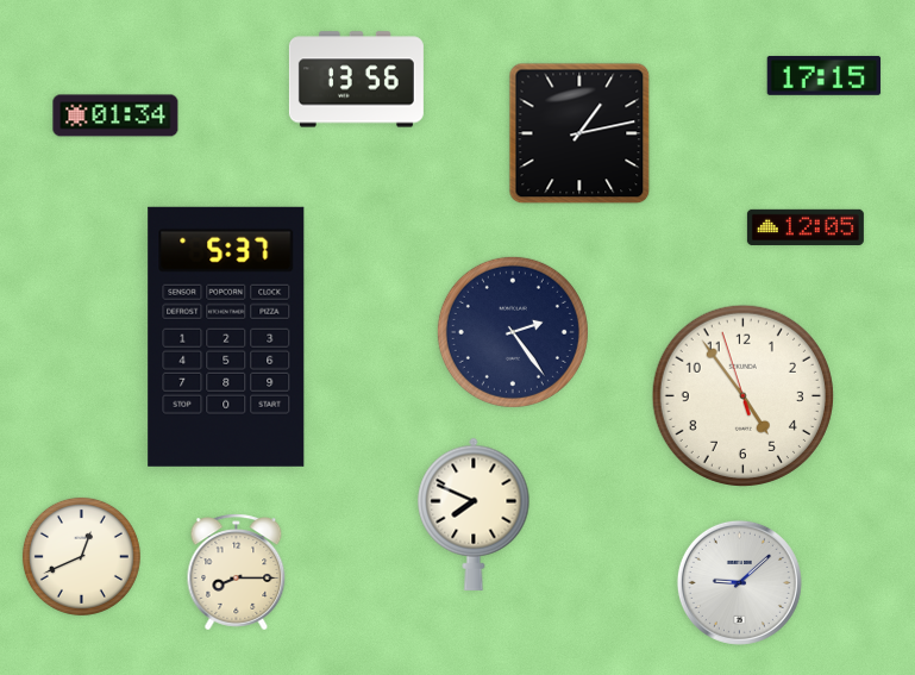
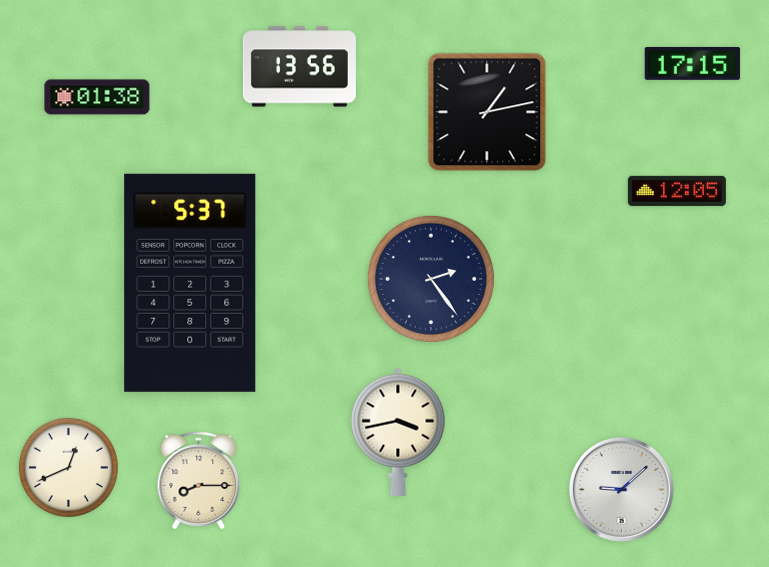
clock at (115, 115): 01:34 -> 01:38
clock at (742, 395): 4:53 -> none
clock at (474, 514): 7:49 -> 3:43
